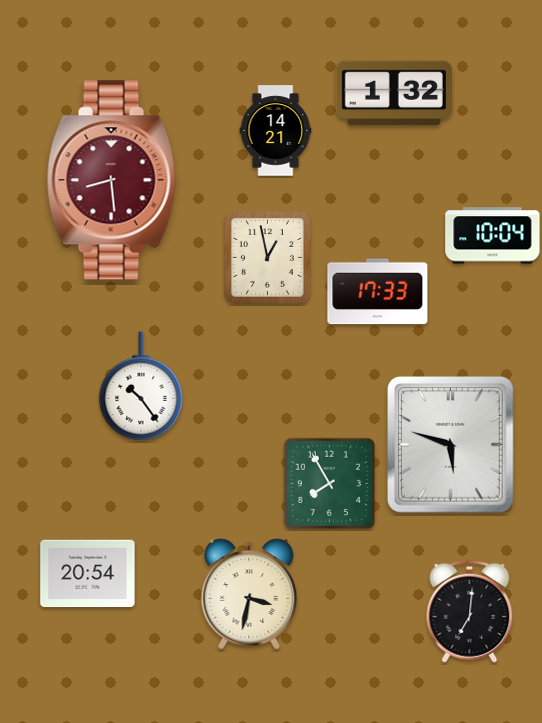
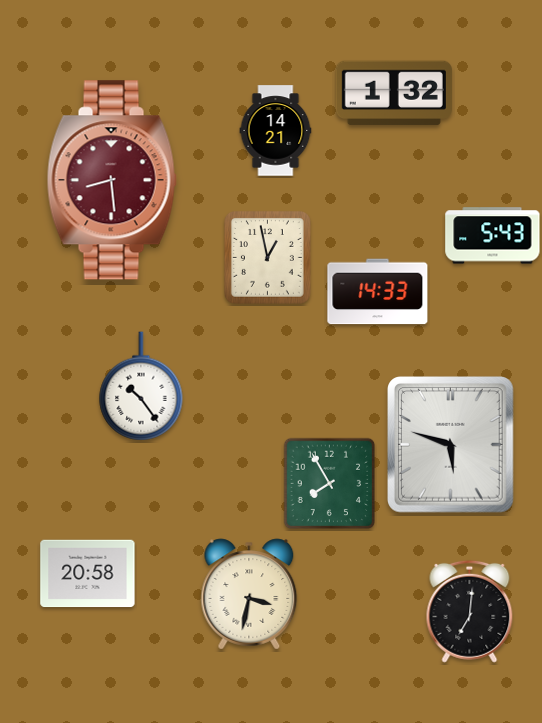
clock at (493, 236): 10:04 -> 5:43
clock at (378, 292): 17:33 -> 14:33
clock at (88, 574): 20:54 -> 20:58
